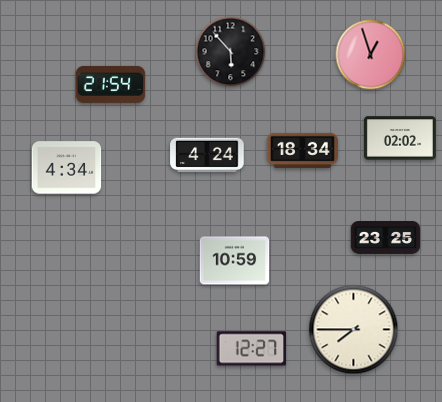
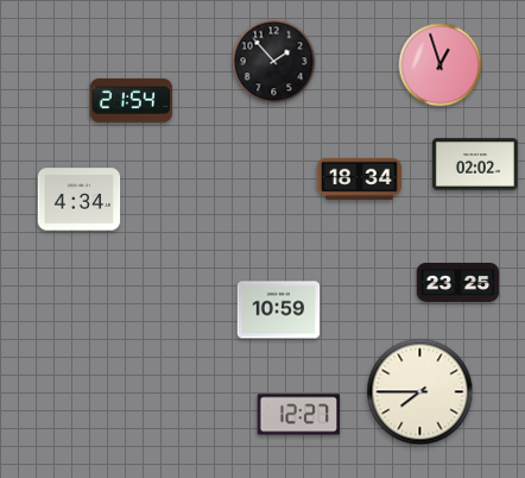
clock at (231, 52): 5:53 -> 1:53
clock at (207, 155): 4:24 -> none
